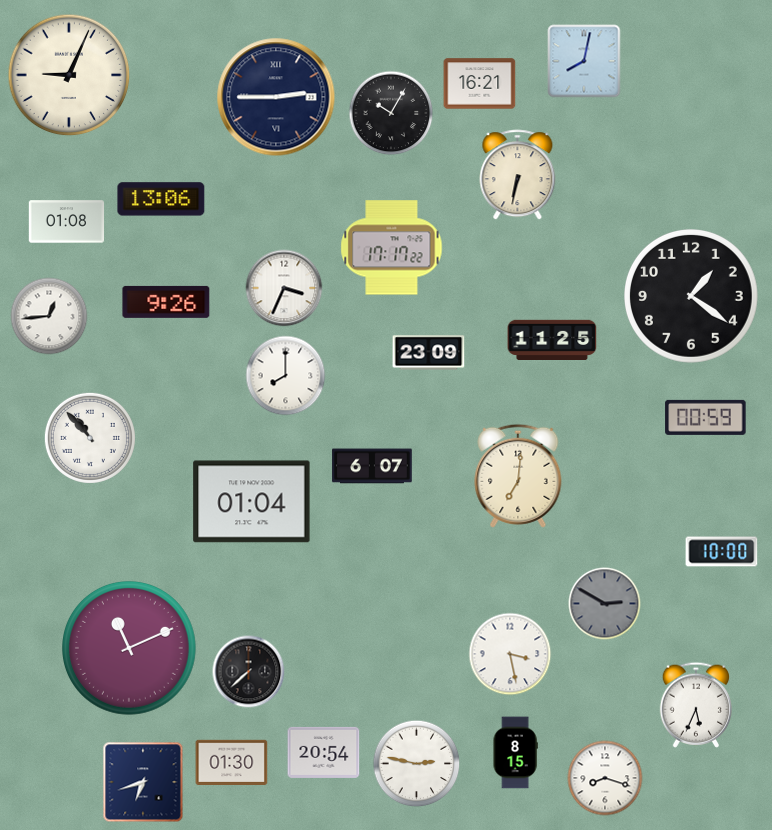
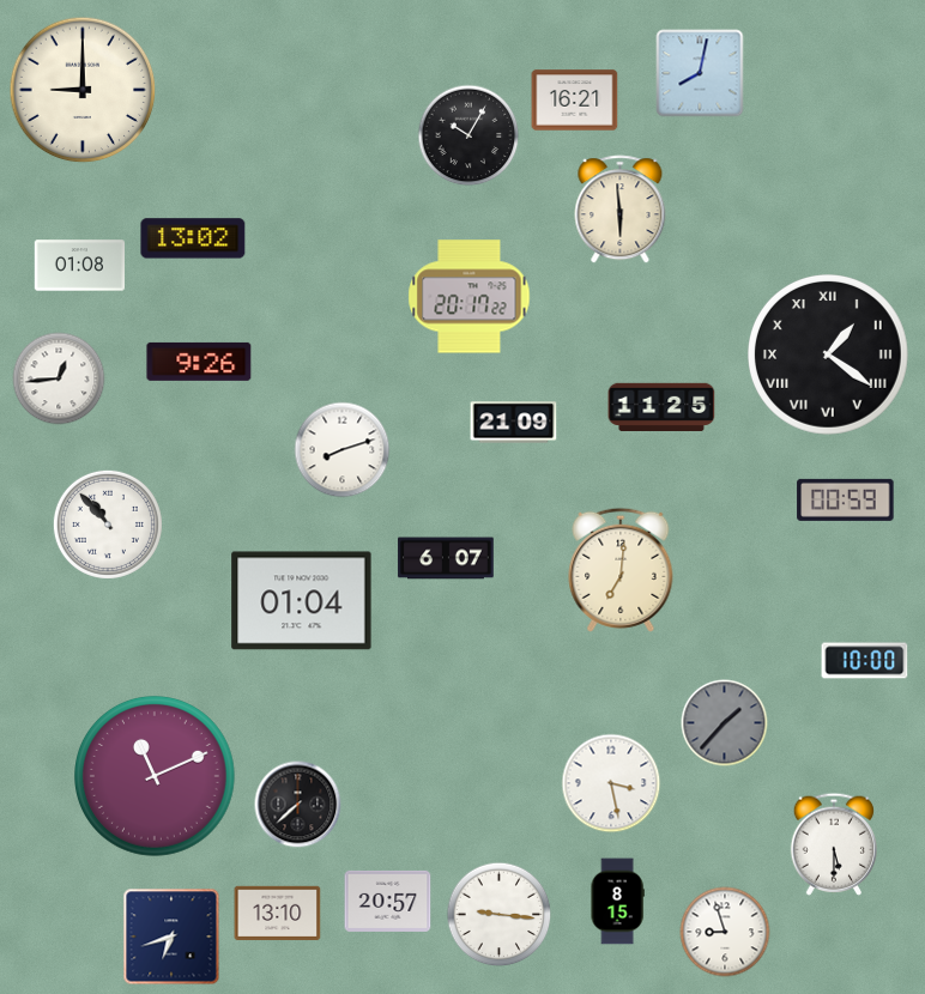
clock at (69, 75): 9:04 -> 9:00
clock at (276, 97): 2:45 -> none
clock at (518, 175): 6:32 -> 5:59
clock at (161, 199): 13:06 -> 13:02
clock at (392, 248): 17:17 -> 20:17
clock at (284, 288): 3:34 -> none
clock at (692, 297) numerals: Arabic -> Roman
clock at (429, 353): 23:09 -> 21:09
clock at (286, 376): 8:00 -> 8:12
clock at (605, 604): 2:50 -> 1:37
clock at (695, 705): 5:34 -> 5:30
clock at (324, 752): 20:54 -> 20:57
clock at (232, 762): 01:30 -> 13:10
clock at (417, 764): 2:47 -> 9:16
clock at (605, 778): 8:18 -> 8:57
